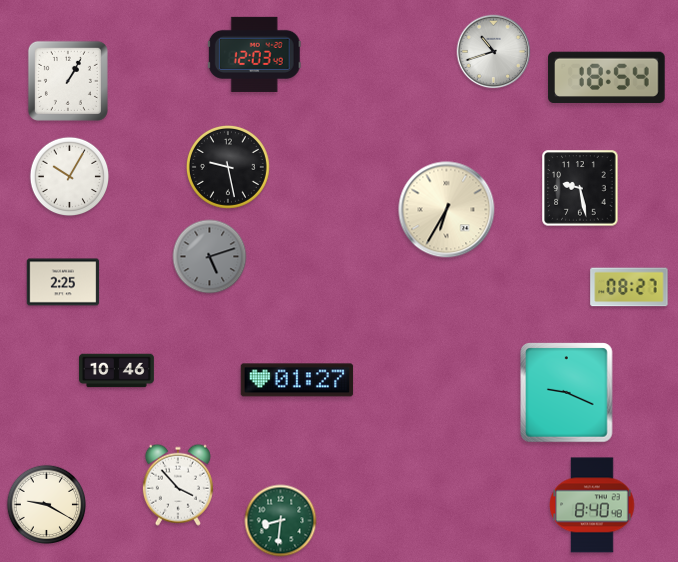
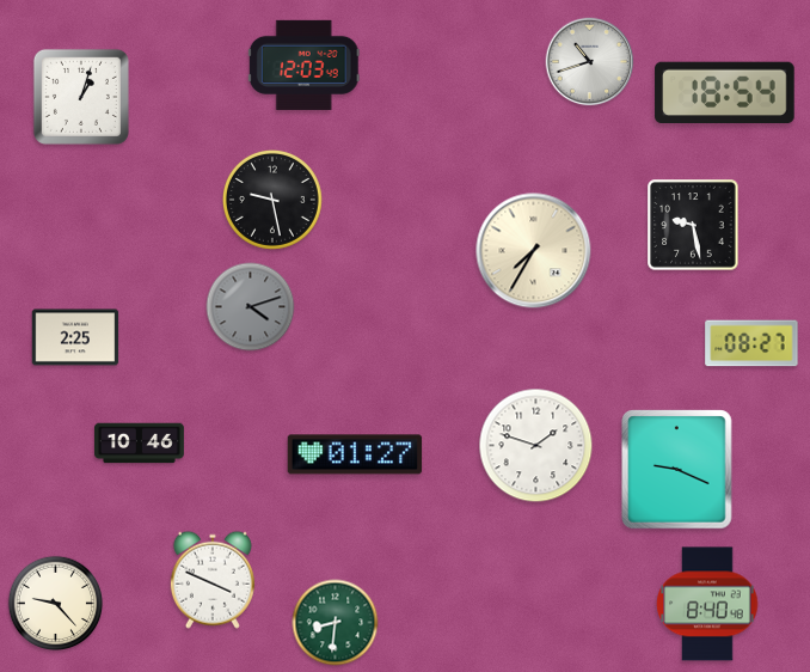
clock at (68, 81): 1:05 -> 1:03
clock at (70, 177): 10:05 -> none
clock at (447, 210): 6:35 -> 7:35
clock at (210, 257): 5:12 -> 4:12
clock at (536, 446): none -> 1:48
clock at (178, 485): 3:53 -> 3:49
clock at (47, 505): 9:20 -> 9:23
